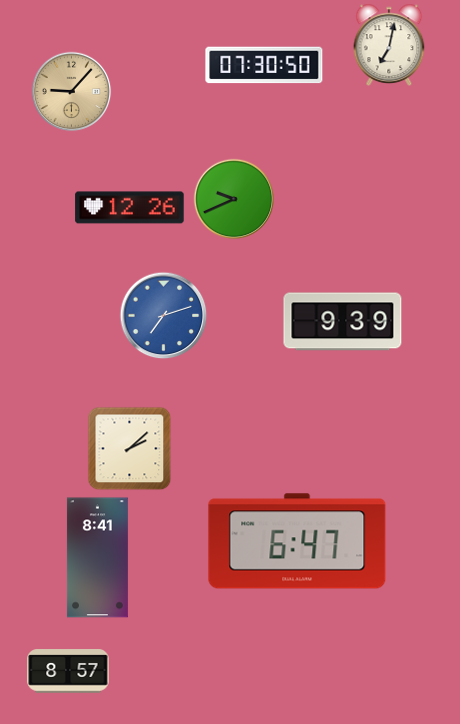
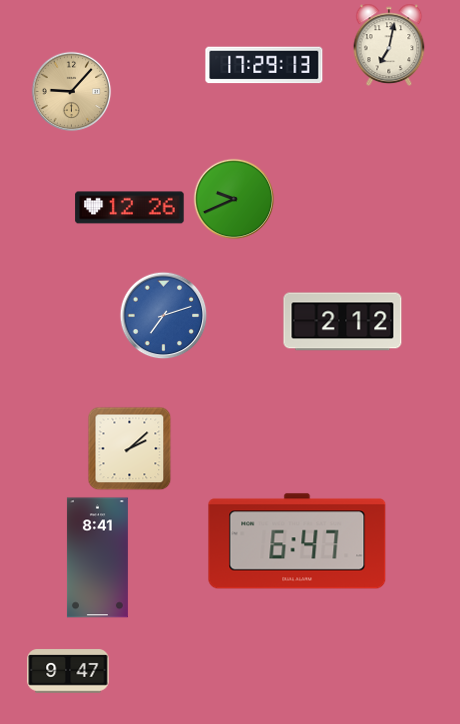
clock at (264, 65): 07:30 -> 17:29
clock at (343, 322): 9:39 -> 2:12
clock at (68, 671): 8:57 -> 9:47
